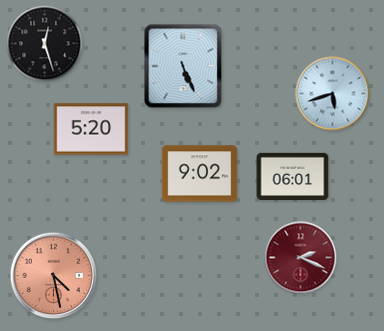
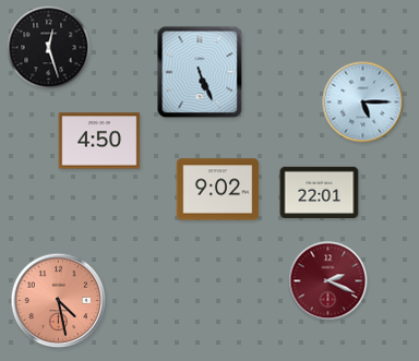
clock at (333, 94): 5:42 -> 5:15
clock at (91, 129): 5:20 -> 4:50
clock at (293, 176): 06:01 -> 22:01
